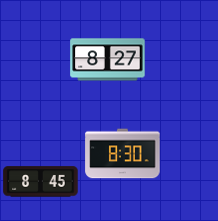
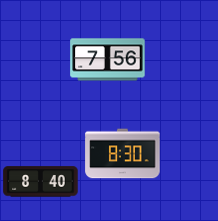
clock at (108, 60): 8:27 -> 7:56
clock at (41, 182): 8:45 -> 8:40
